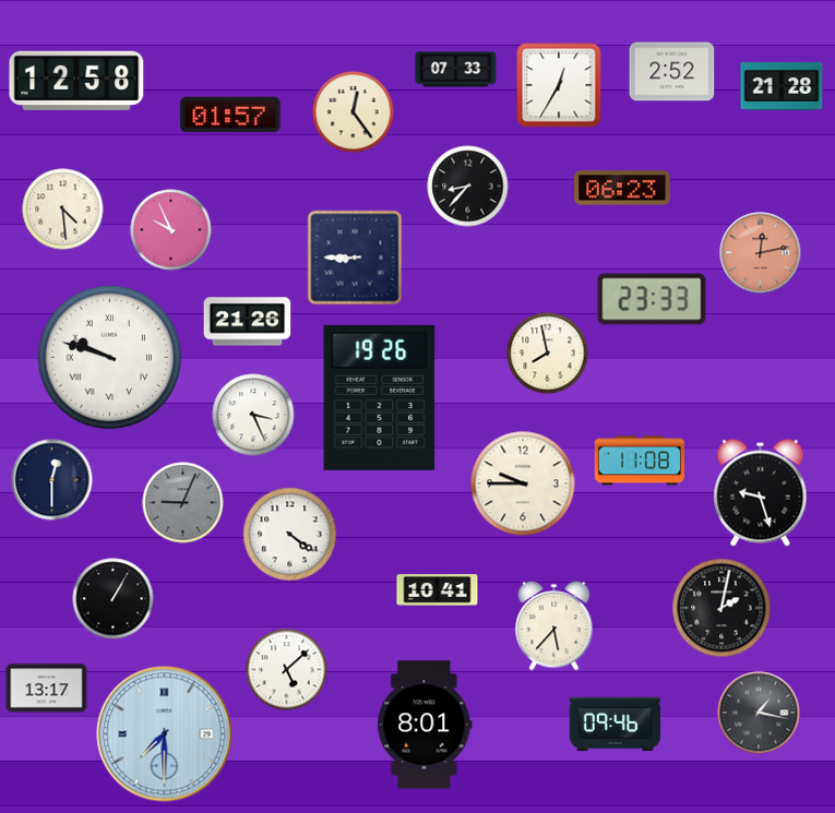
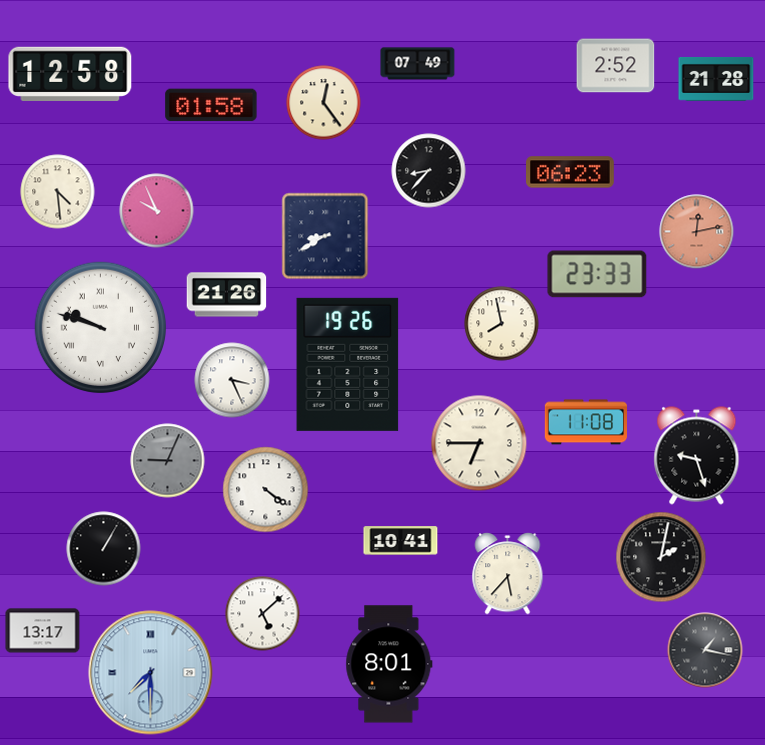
clock at (456, 70): 07:33 -> 07:49
clock at (559, 85): 12:35 -> none
clock at (230, 115): 01:57 -> 01:58
clock at (355, 258): 8:45 -> 8:40
clock at (52, 480): 12:30 -> none
clock at (523, 483): 9:45 -> 6:45
clock at (761, 493) position: (761, 493) -> (697, 456)
clock at (759, 713) position: (759, 713) -> (705, 650)
clock at (615, 724): 09:46 -> none
